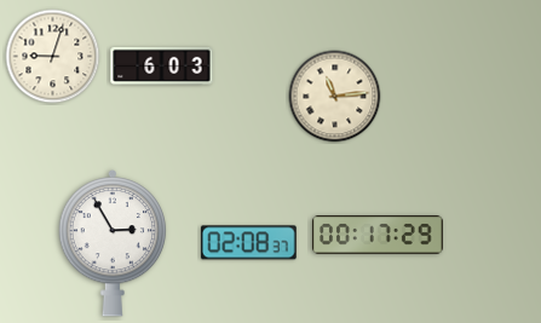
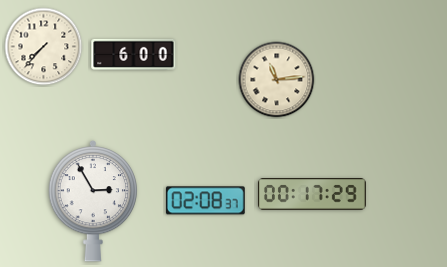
clock at (53, 57): 9:03 -> 7:37
clock at (162, 65): 6:03 -> 6:00
